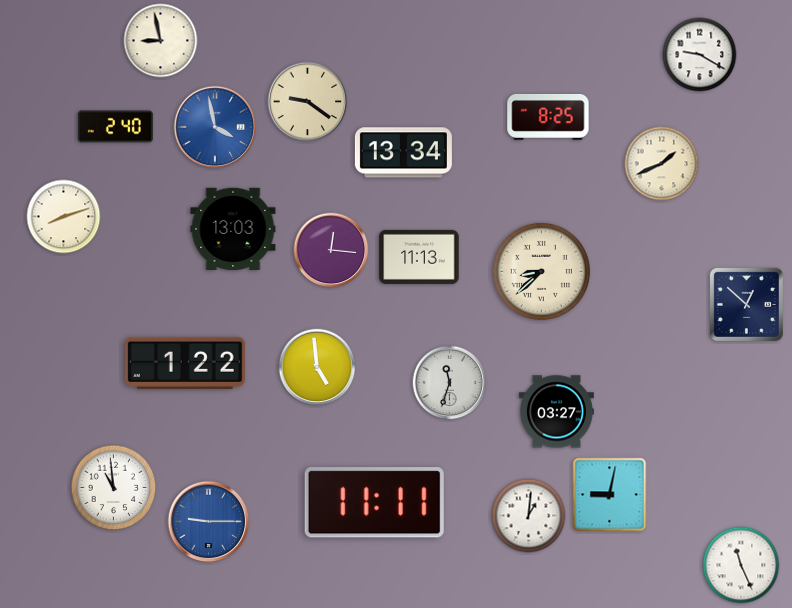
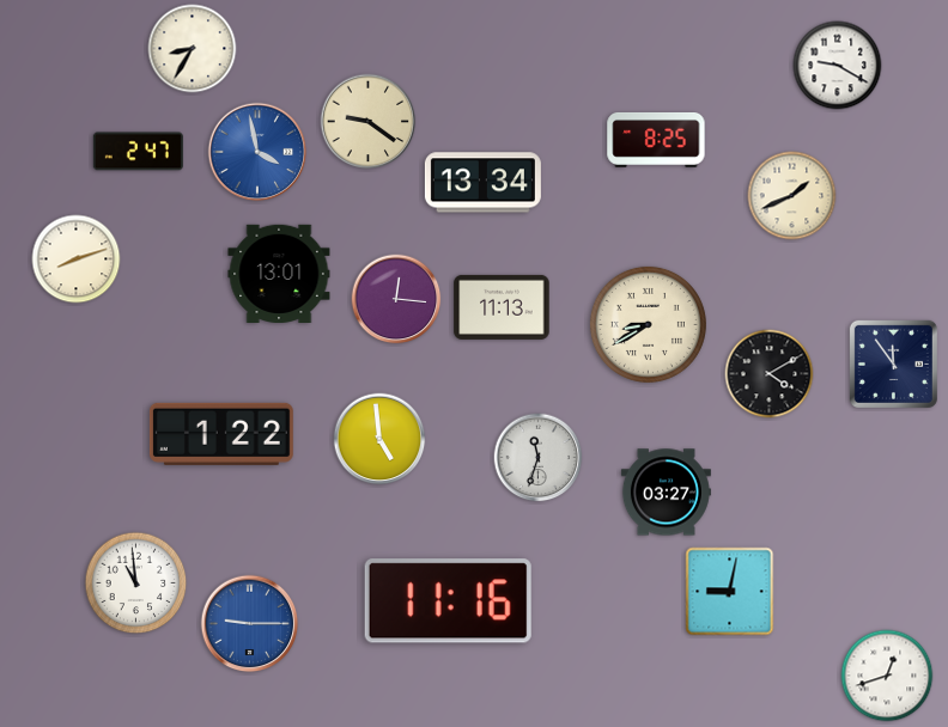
clock at (161, 41): 8:58 -> 8:35
clock at (115, 127): 2:40 -> 2:47
clock at (233, 228): 13:03 -> 13:01
clock at (541, 271): 8:38 -> 8:40
clock at (746, 304): 12:52 -> 11:54
clock at (770, 374): none -> 4:10
clock at (374, 503): 11:11 -> 11:16
clock at (529, 516): 1:01 -> none
clock at (741, 565): 11:26 -> 12:42
